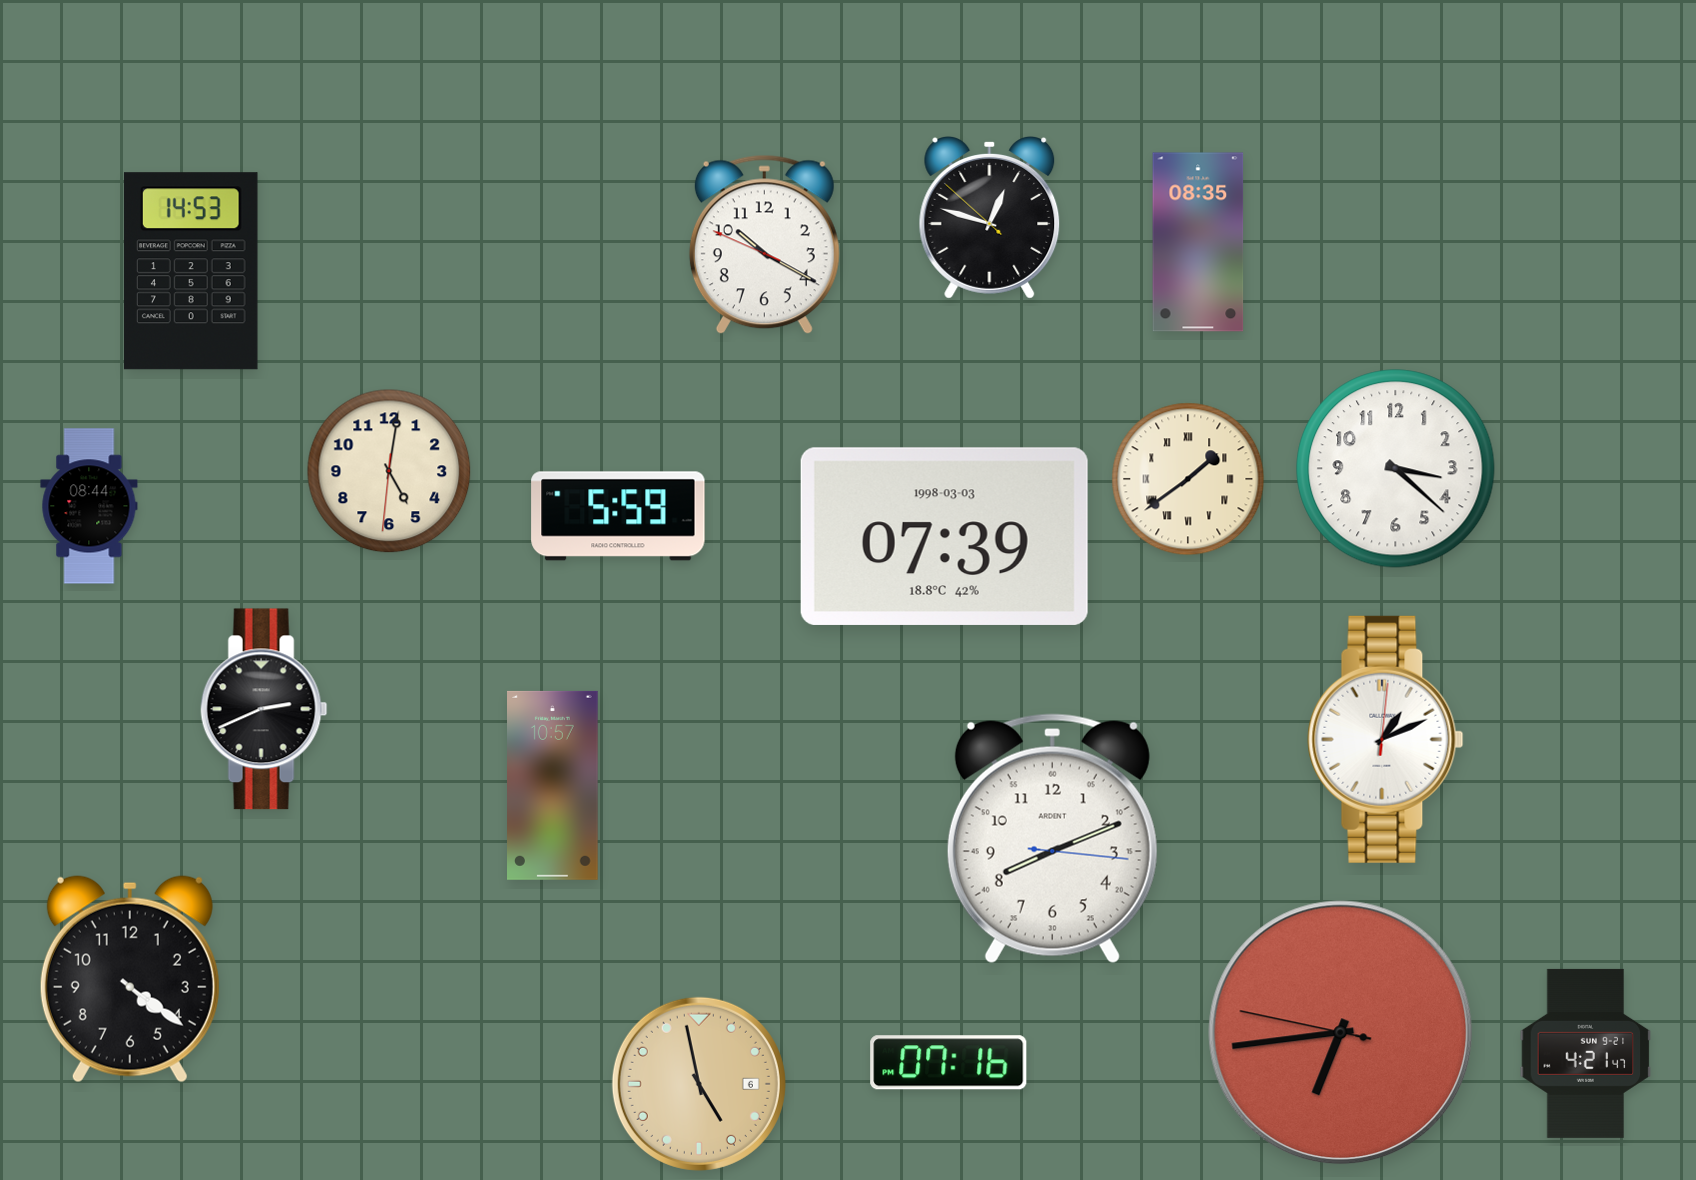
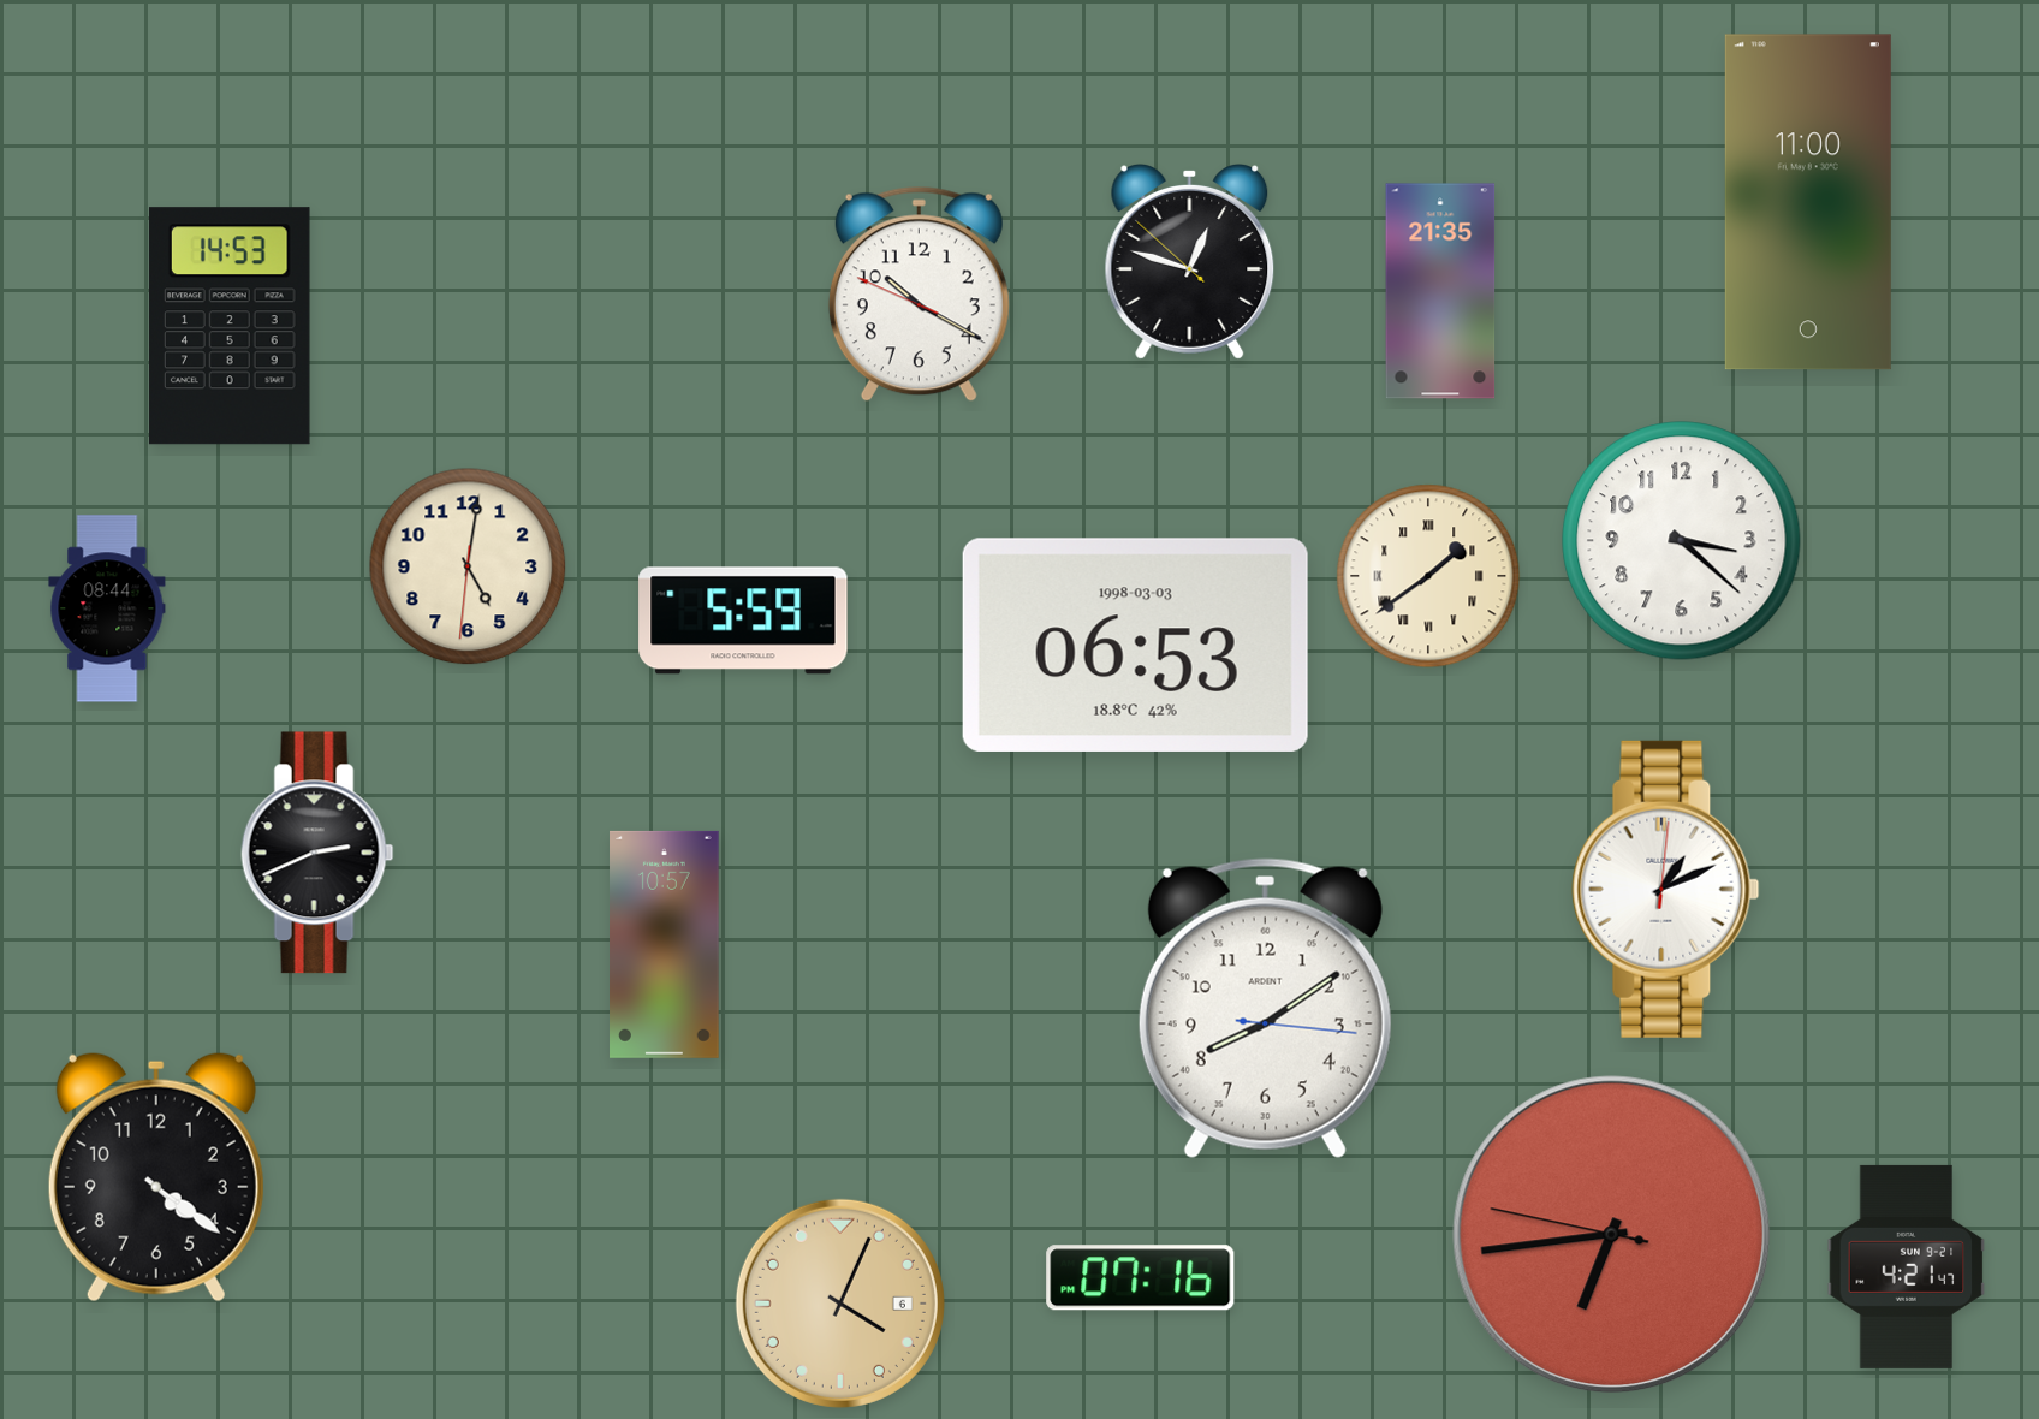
clock at (1808, 202): none -> 11:00
clock at (1198, 242): 08:35 -> 21:35
clock at (1396, 469) position: (1396, 469) -> (1682, 541)
clock at (944, 536): 07:39 -> 06:53
clock at (1052, 839): 8:11 -> 8:09
clock at (1341, 1033) position: (1341, 1033) -> (1612, 1235)
clock at (699, 1084): 4:58 -> 4:04
